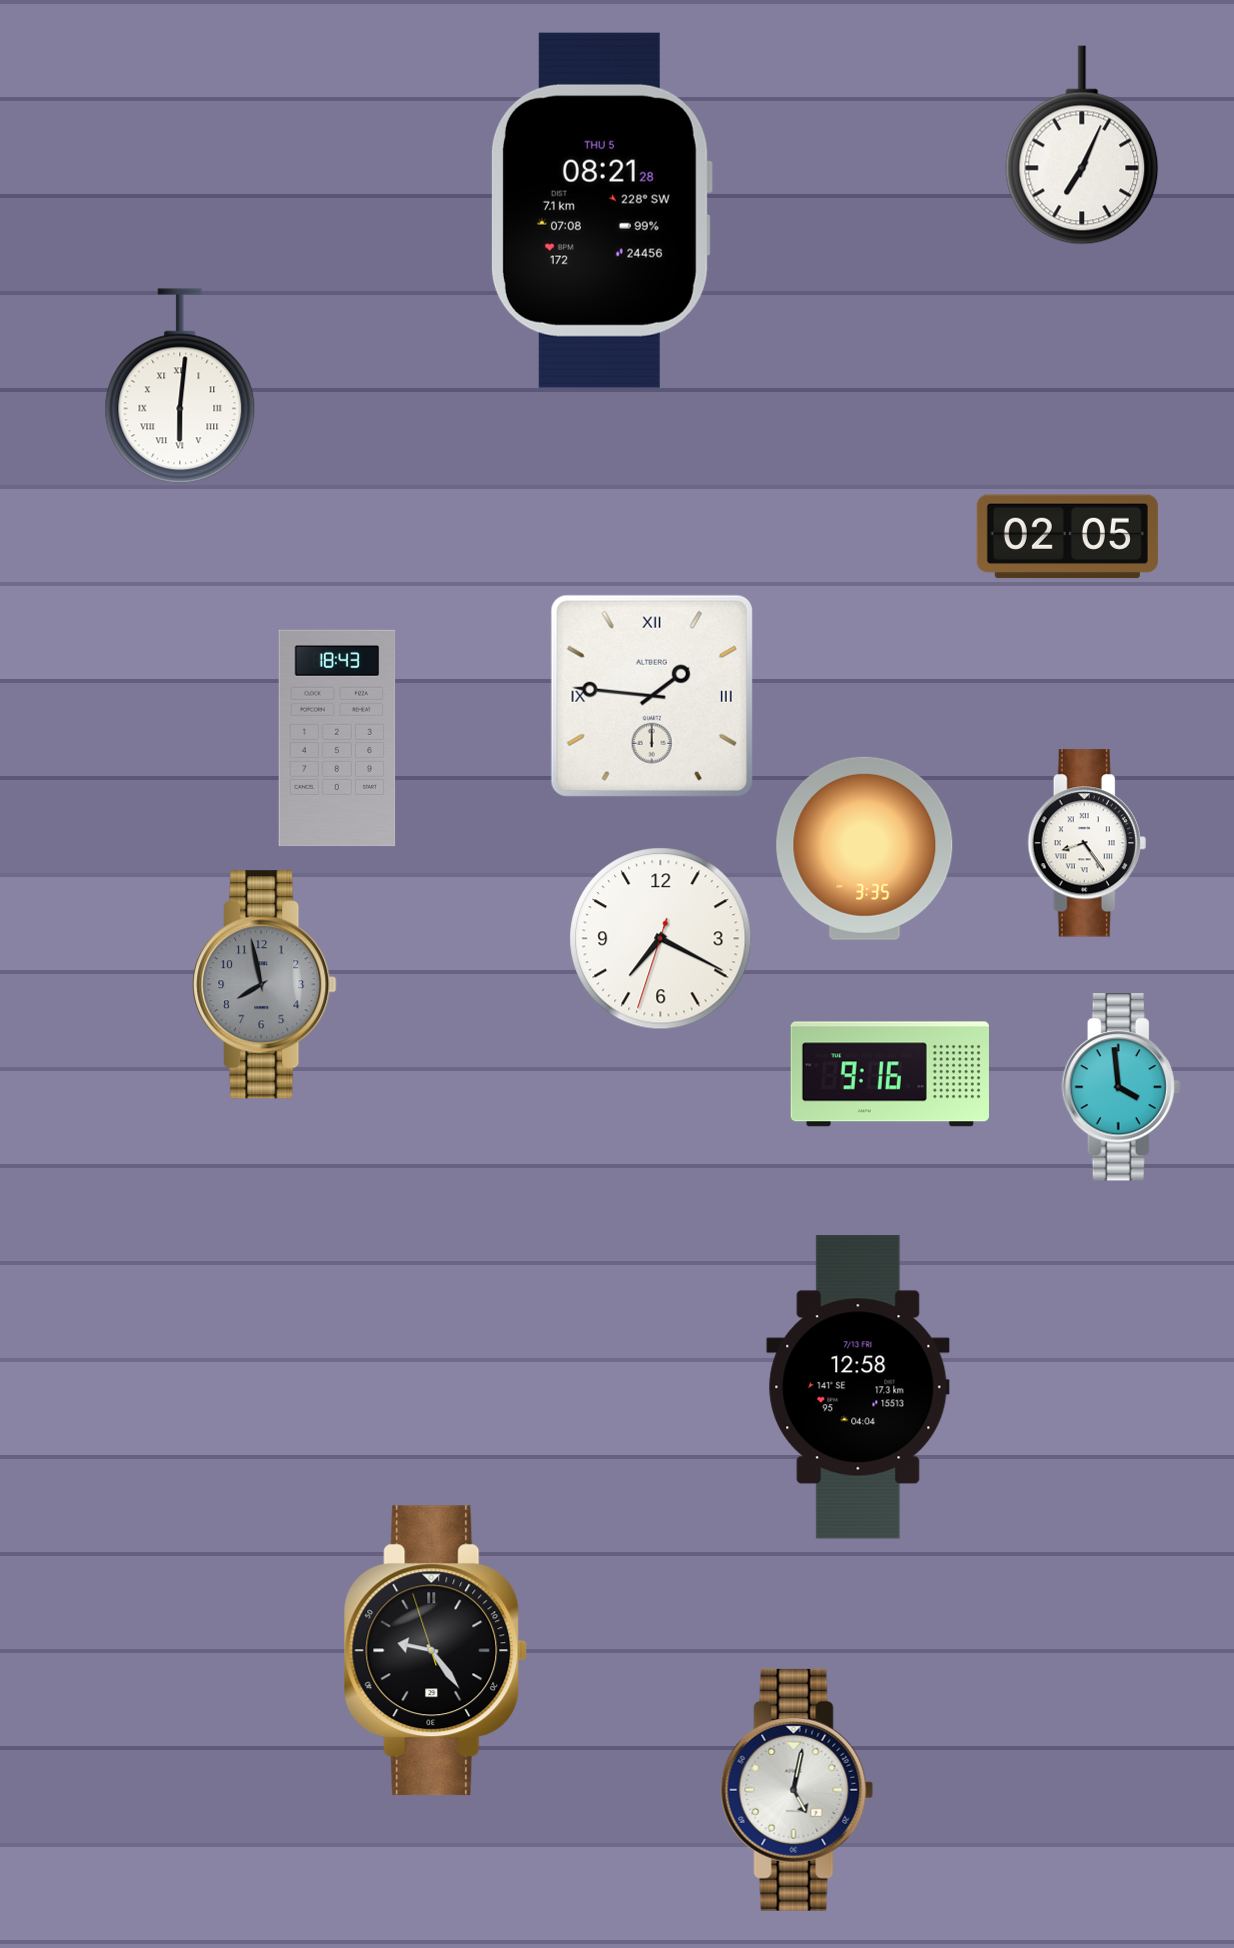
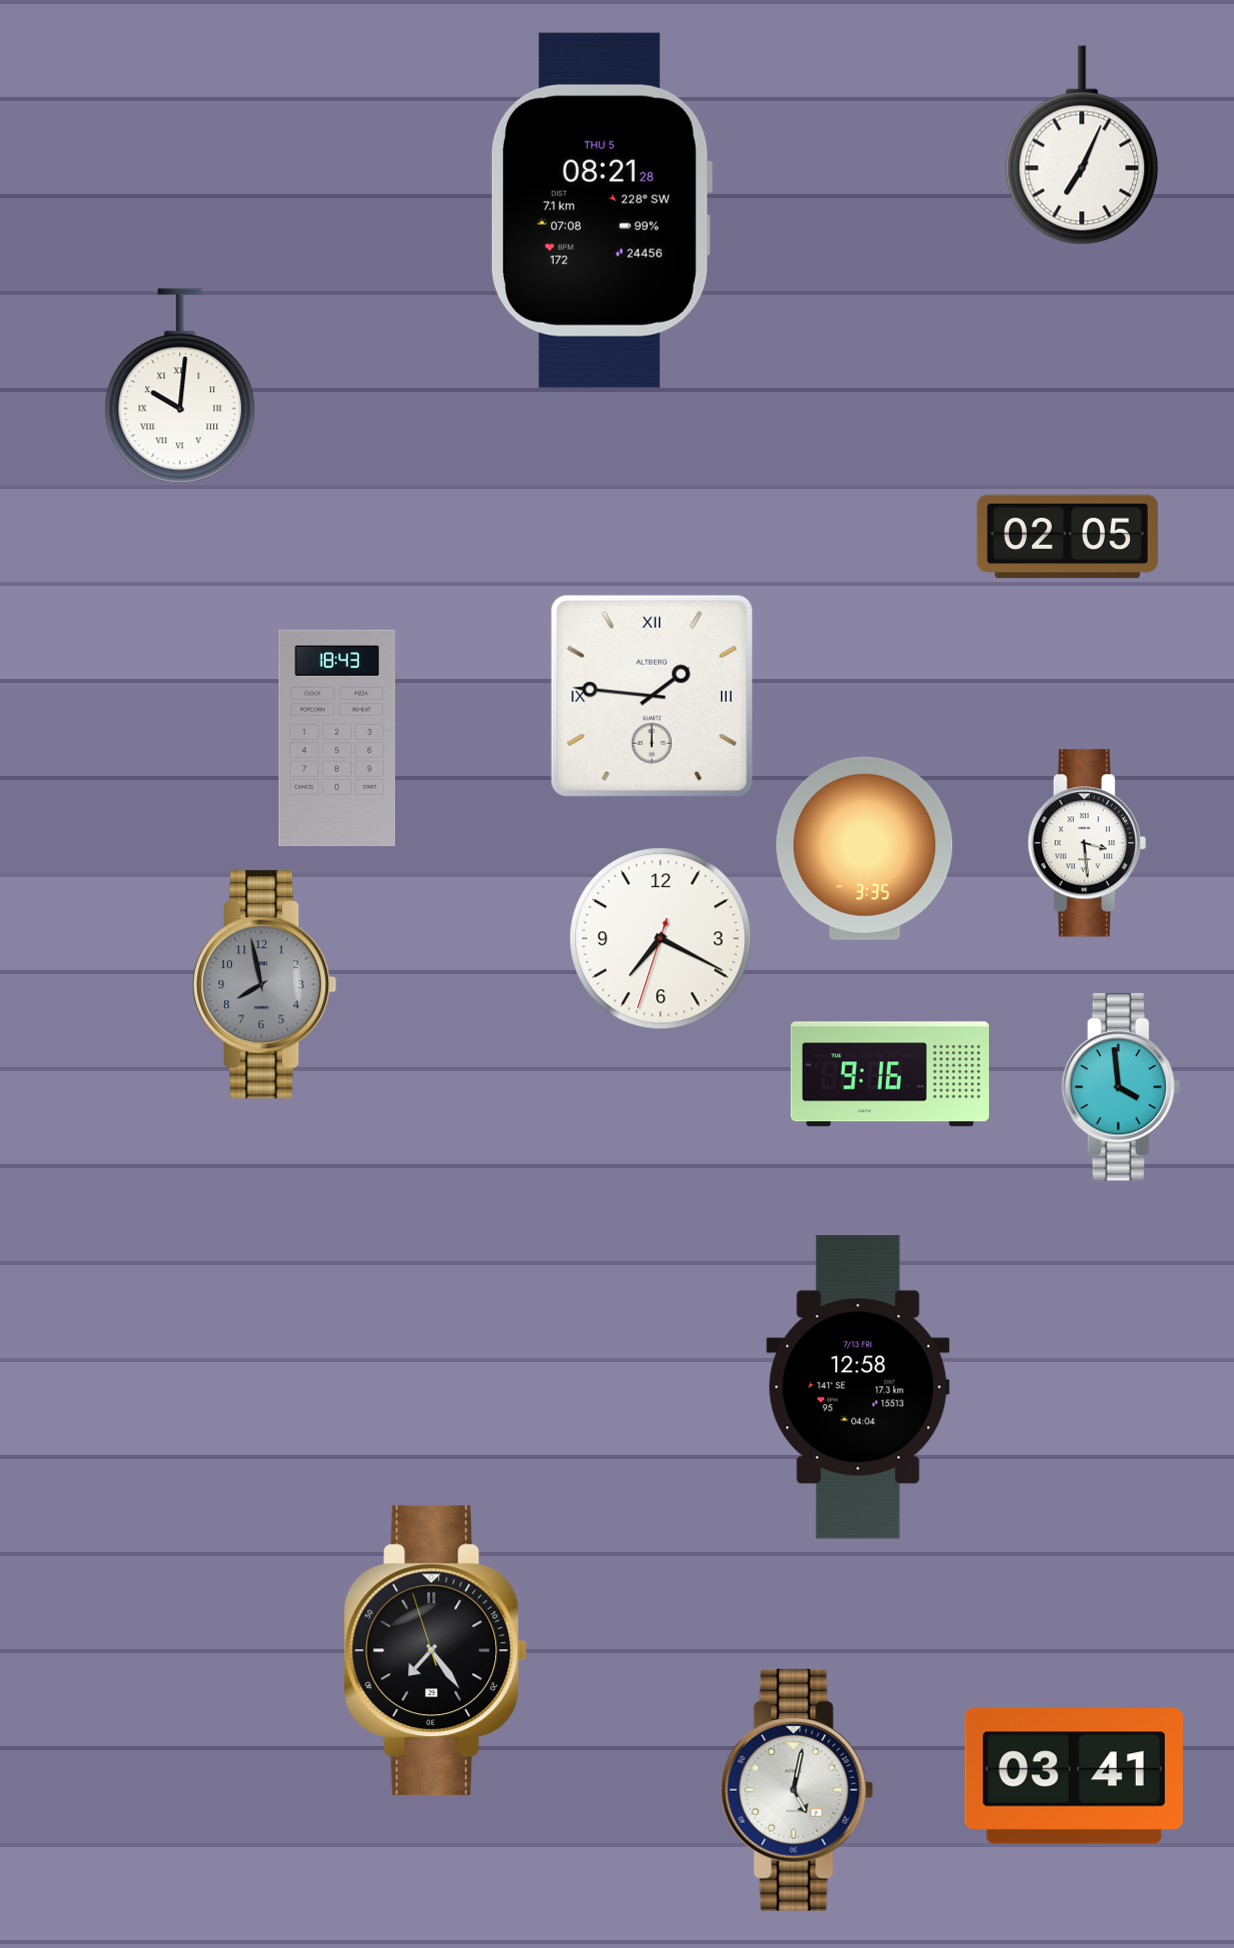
clock at (180, 386): 6:01 -> 10:01
clock at (1087, 843): 8:24 -> 3:29
clock at (436, 1651): 9:23 -> 7:23
clock at (1074, 1777): none -> 03:41
